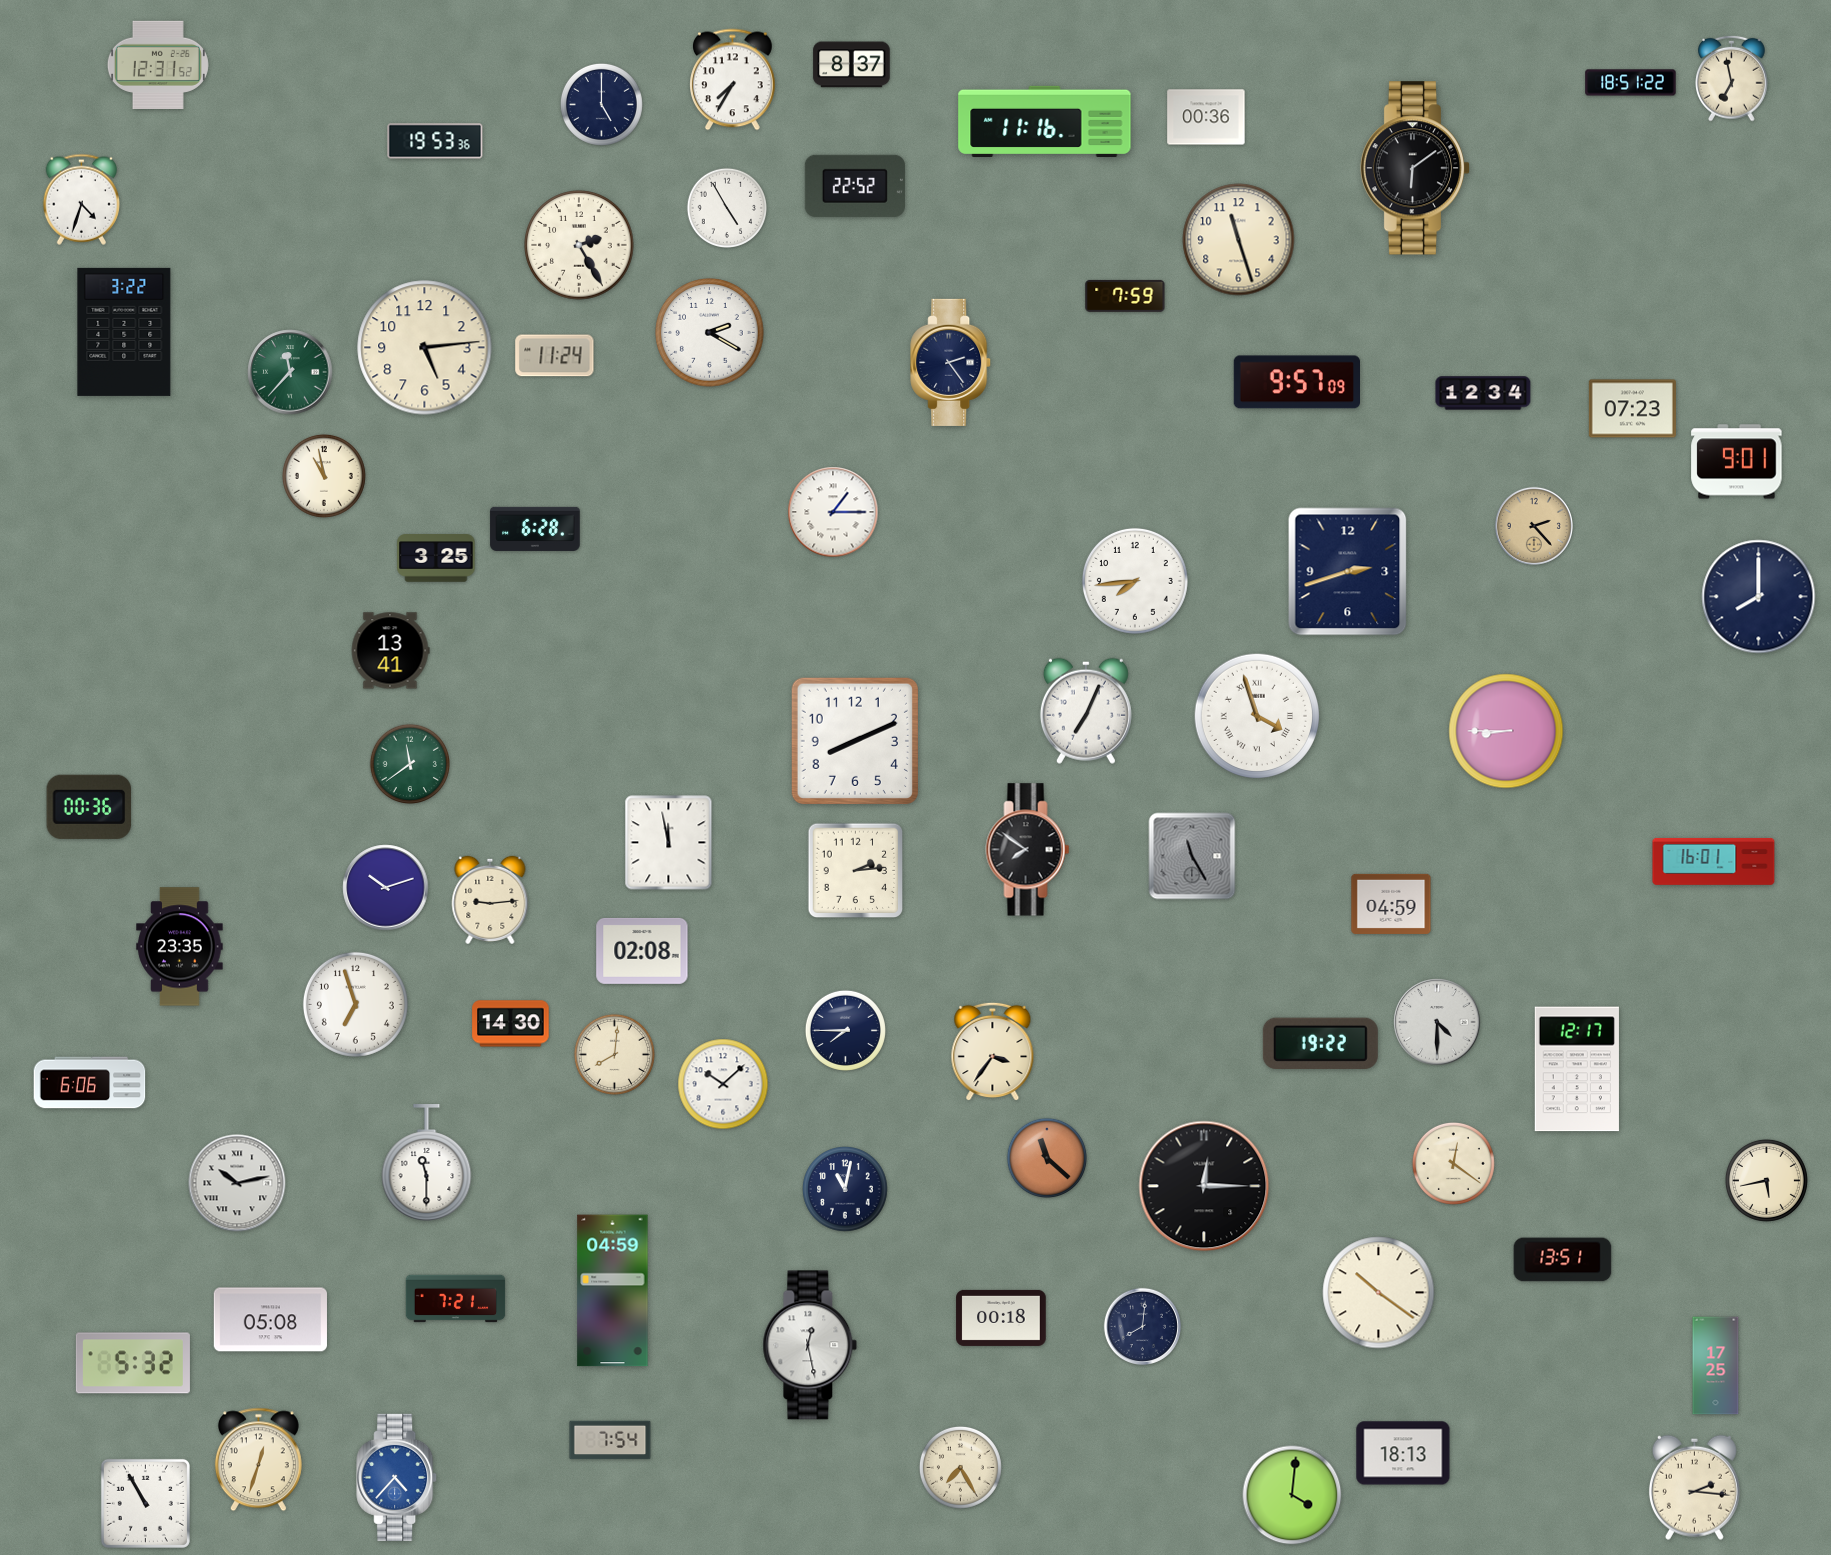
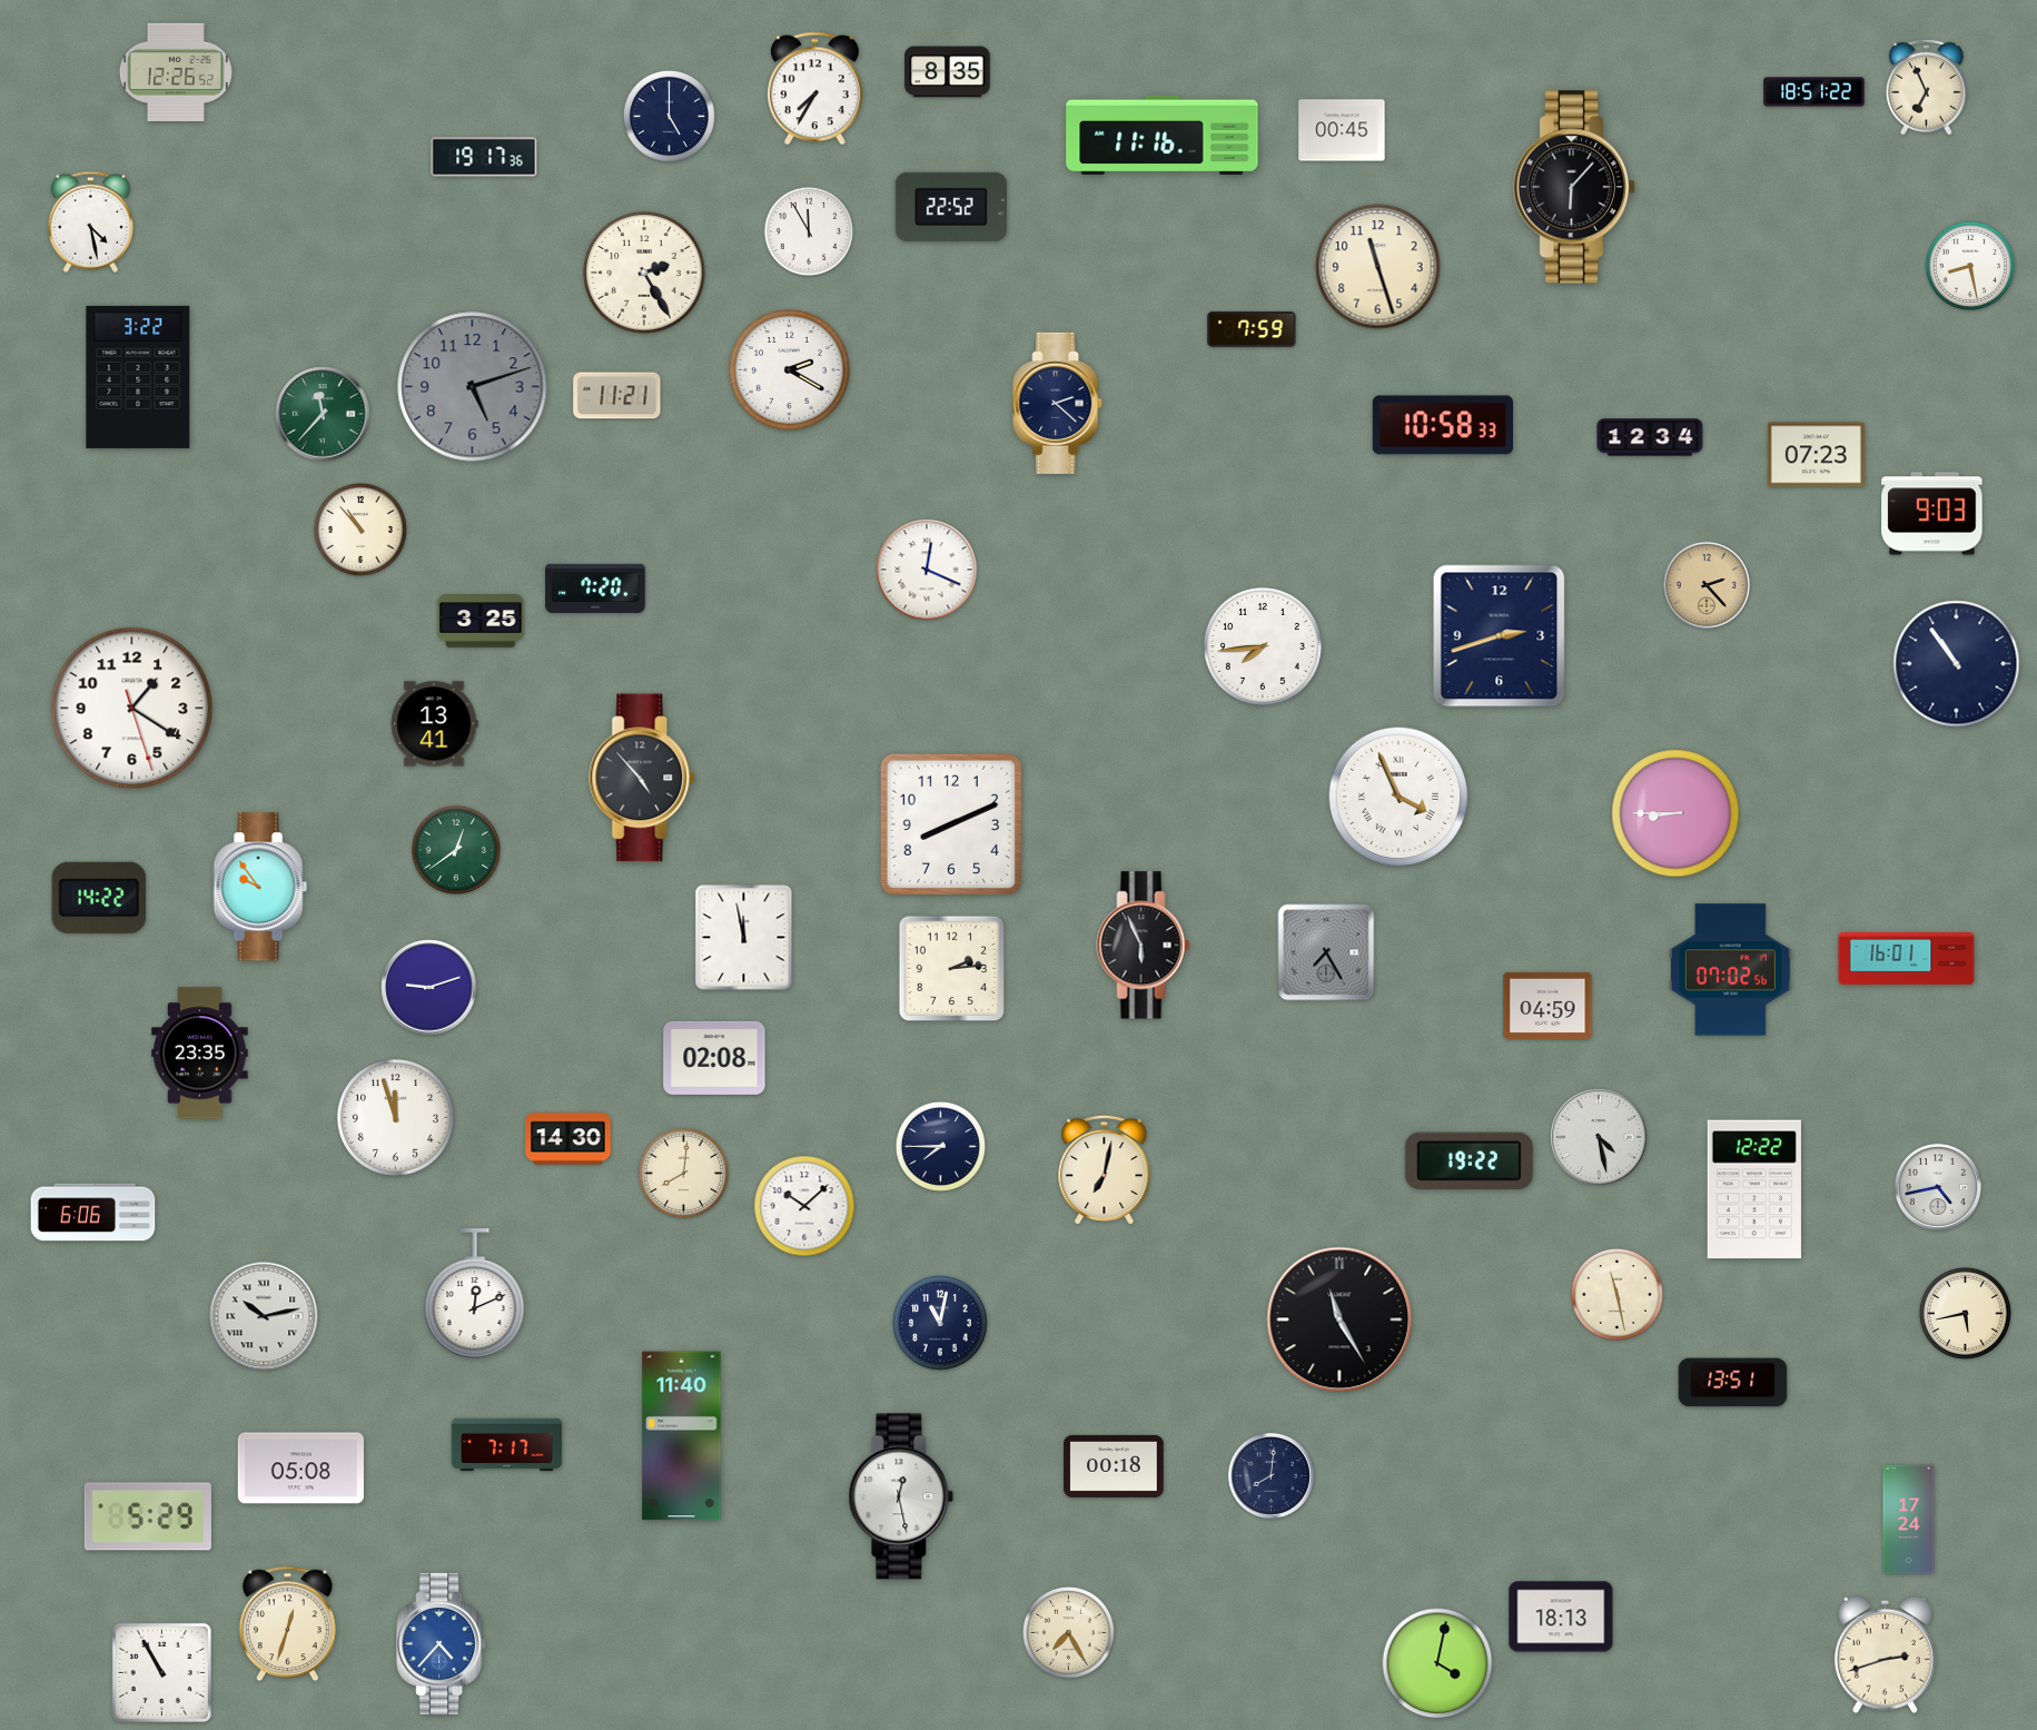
clock at (158, 64): 12:31 -> 12:26
clock at (852, 65): 8:37 -> 8:35
clock at (1732, 78): 6:58 -> 6:56
clock at (1206, 117): 00:36 -> 00:45
clock at (435, 141): 19:53 -> 19:17
clock at (1415, 168): 6:09 -> 6:07
clock at (81, 199): 4:33 -> 4:28
clock at (726, 207): 4:55 -> 11:55
clock at (1969, 265): none -> 8:28
clock at (124, 332) position: (124, 332) -> (138, 377)
clock at (425, 348): 5:14 -> 5:12
clock at (425, 348) dial: cream -> grey
clock at (555, 356): 11:24 -> 11:21
clock at (951, 362): 2:24 -> 2:22
clock at (1296, 382): 9:57 -> 10:58
clock at (1737, 462): 9:01 -> 9:03
clock at (324, 476): 10:58 -> 10:53
clock at (833, 512): 1:15 -> 12:19
clock at (535, 529): 6:28 -> 7:20
clock at (436, 558) position: (436, 558) -> (481, 621)
clock at (1759, 597): 8:00 -> 10:54
clock at (132, 709): none -> 1:20
clock at (643, 778): none -> 4:53
clock at (1086, 711): 7:04 -> none
clock at (1256, 715): 3:57 -> 3:56
clock at (409, 763): 11:39 -> 12:39
clock at (260, 887): none -> 9:54
clock at (89, 807): 00:36 -> 14:22
clock at (1028, 850): 7:51 -> 5:56
clock at (1192, 856): 11:25 -> 7:25
clock at (1731, 970): none -> 07:02
clock at (386, 888): 10:12 -> 9:12
clock at (490, 900): 9:14 -> none
clock at (355, 1004): 6:57 -> 11:57
clock at (1437, 1022): 4:30 -> 4:28
clock at (993, 1052): 3:36 -> 7:02
clock at (1938, 1187): none -> 4:43
clock at (1577, 1069): 12:17 -> 12:22
clock at (90, 1083) position: (90, 1083) -> (93, 1213)
clock at (1046, 1157): 11:22 -> none
clock at (427, 1163): 11:30 -> 12:11
clock at (1453, 1163): 12:21 -> 11:28
clock at (1204, 1186): 12:15 -> 11:25
clock at (1563, 1260) position: (1563, 1260) -> (1733, 1383)
clock at (613, 1291): 04:59 -> 11:40
clock at (1379, 1293): 10:21 -> none
clock at (456, 1299): 7:21 -> 7:17
clock at (133, 1363): 5:32 -> 5:29
clock at (1716, 1366): 17:25 -> 17:24
clock at (610, 1440): 7:54 -> none
clock at (1694, 1487): 2:16 -> 2:42
clock at (1292, 1495): 4:01 -> 4:02
